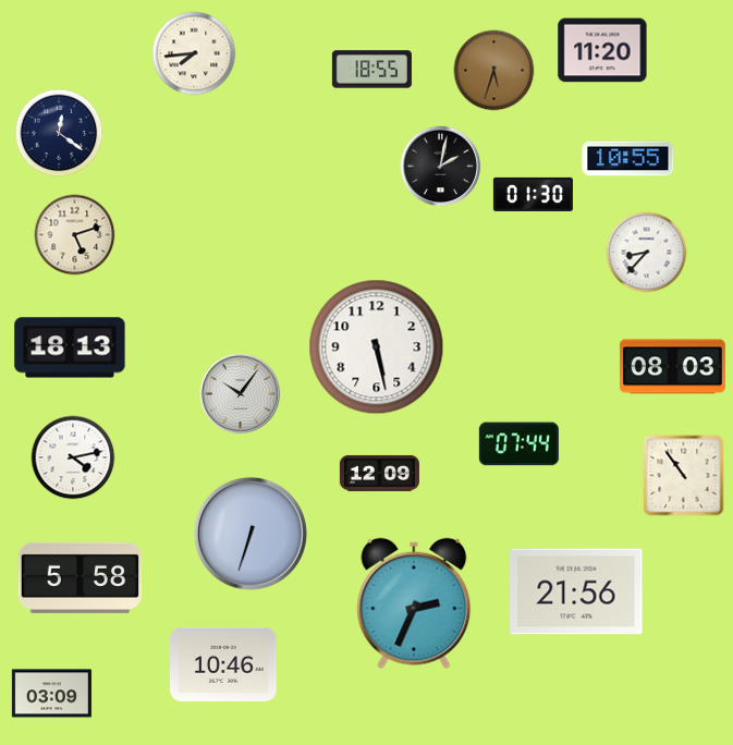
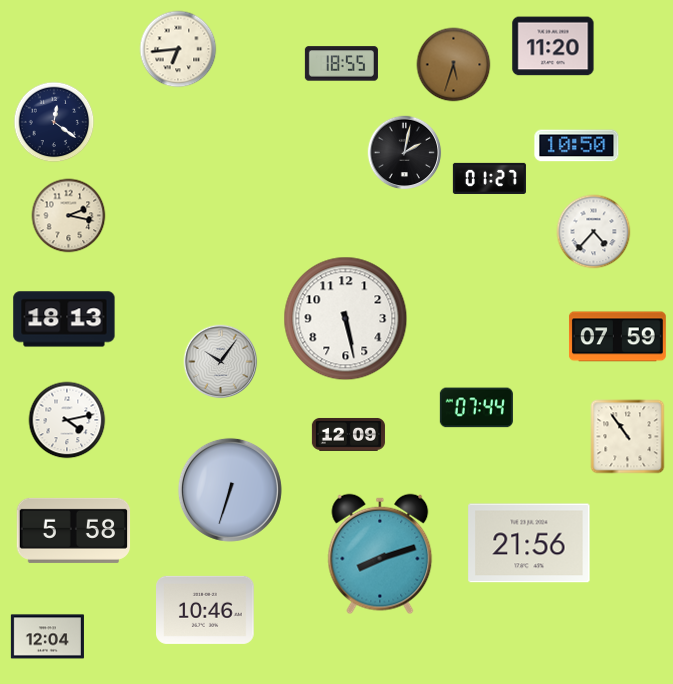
clock at (194, 53): 7:44 -> 6:44
clock at (628, 159): 10:55 -> 10:50
clock at (533, 194): 01:30 -> 01:27
clock at (75, 235): 5:12 -> 2:17
clock at (647, 253): 8:37 -> 4:37
clock at (672, 367): 08:03 -> 07:59
clock at (414, 603): 2:34 -> 8:12
clock at (51, 694): 03:09 -> 12:04
